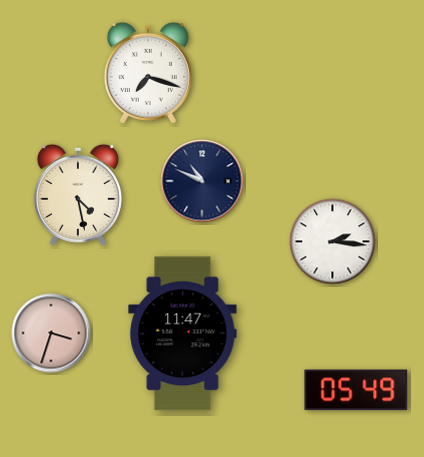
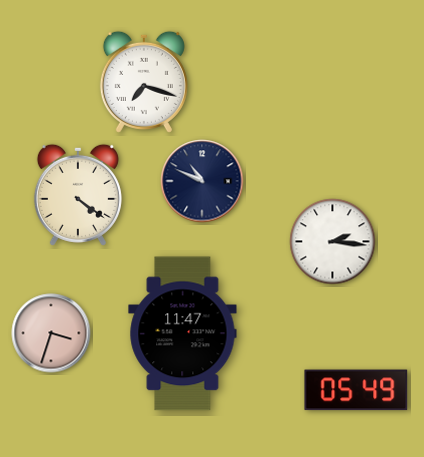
clock at (148, 73) position: (148, 73) -> (144, 82)
clock at (78, 195): 4:28 -> 4:21
